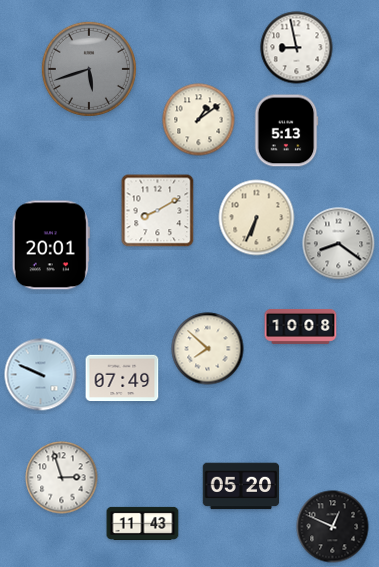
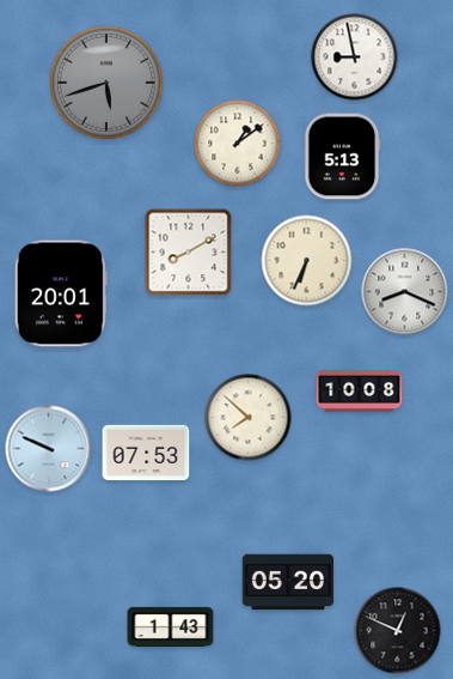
clock at (339, 244): 8:21 -> 8:19
clock at (122, 378): 07:49 -> 07:53
clock at (62, 478): 2:57 -> none
clock at (143, 523): 11:43 -> 1:43
